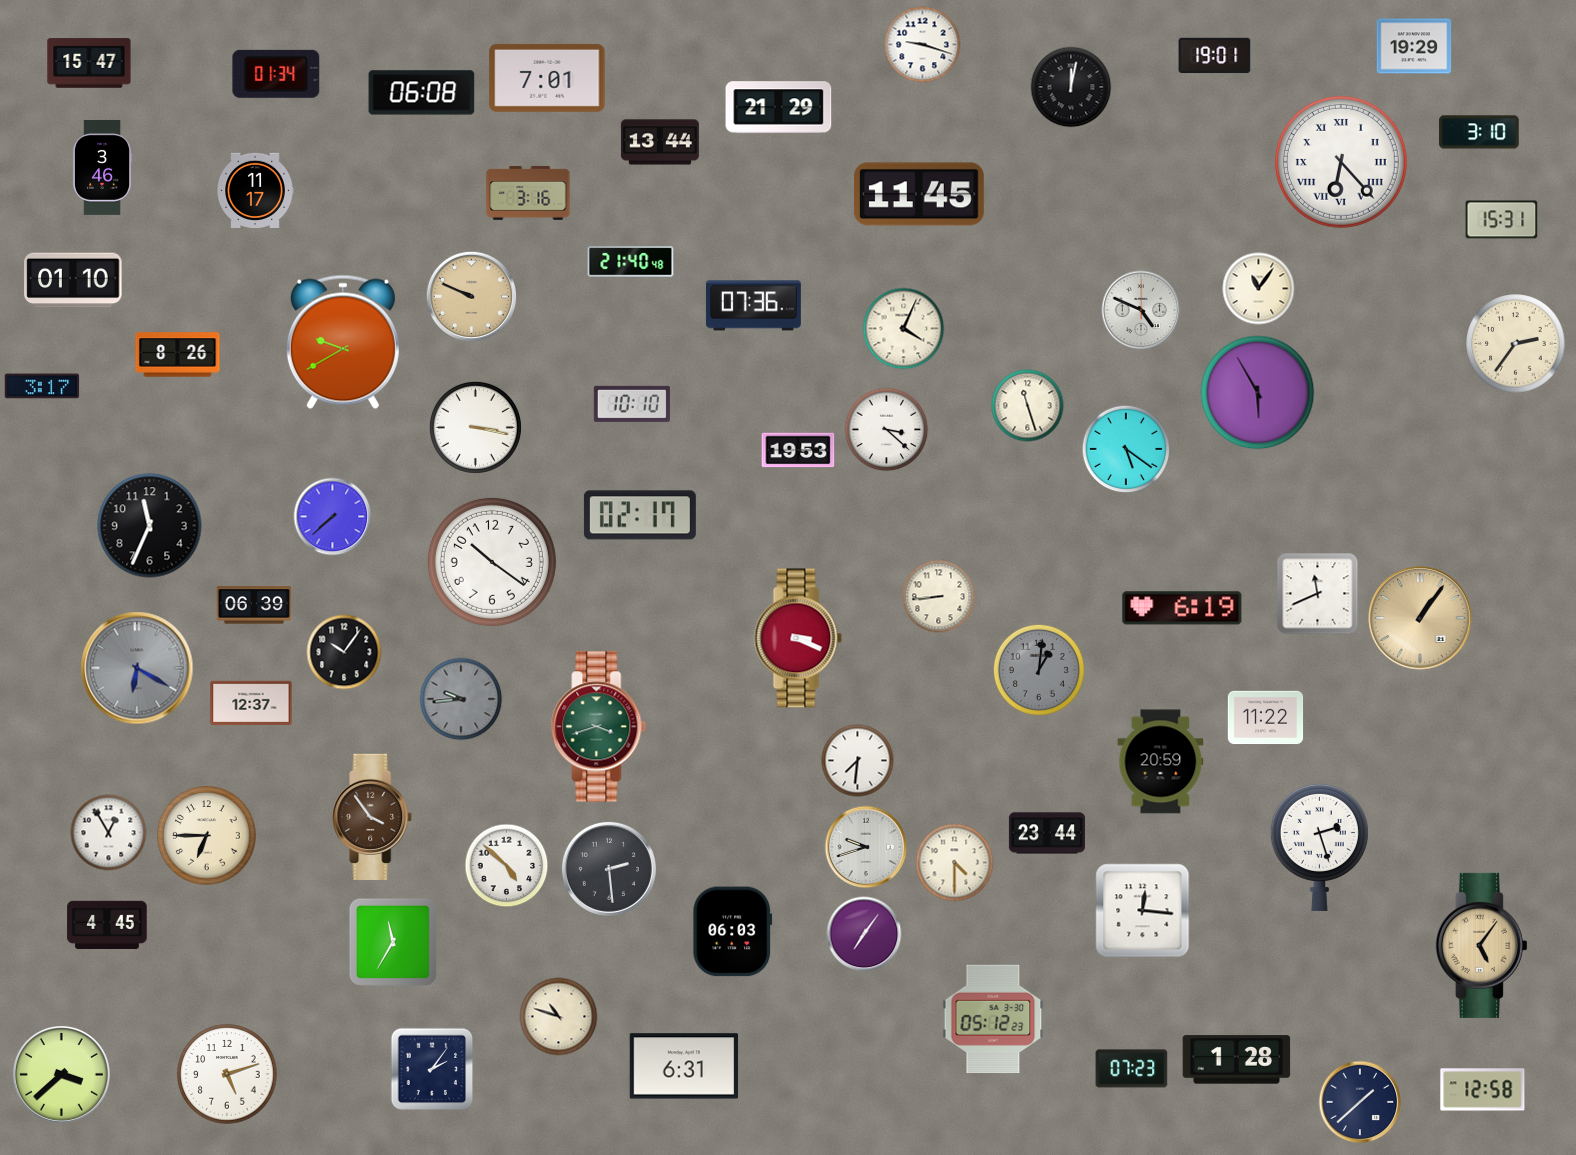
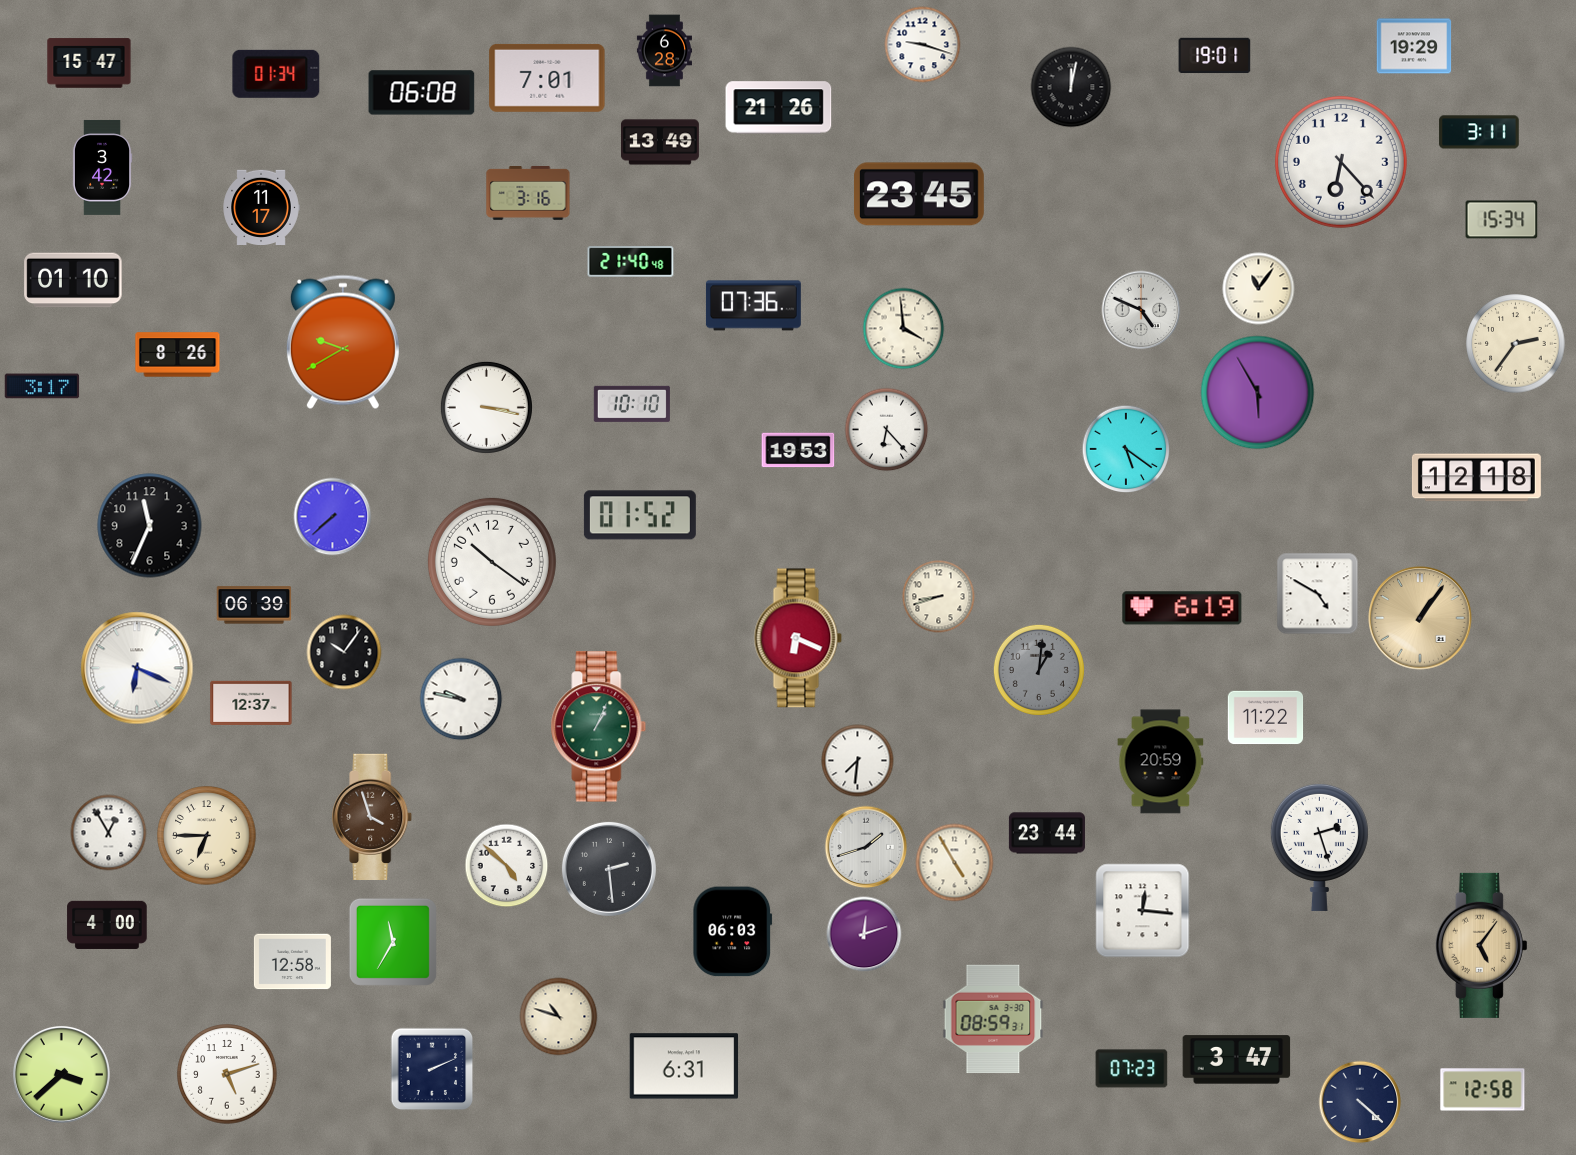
clock at (664, 51): none -> 6:28
clock at (779, 108): 21:29 -> 21:26
clock at (1479, 132): 3:10 -> 3:11
clock at (660, 142): 13:44 -> 13:49
clock at (1341, 162) numerals: Roman -> Arabic
clock at (102, 167): 3:46 -> 3:42
clock at (255, 190) position: (255, 190) -> (261, 207)
clock at (919, 194): 11:45 -> 23:45
clock at (1502, 220): 15:31 -> 15:34
clock at (471, 296): 9:49 -> none
clock at (904, 329): 4:04 -> 3:59
clock at (1028, 406): 11:27 -> none
clock at (475, 427) position: (475, 427) -> (486, 407)
clock at (887, 430): 3:22 -> 6:23
clock at (1476, 478): none -> 12:18
clock at (640, 515): 02:17 -> 01:52
clock at (1318, 594): 11:41 -> 4:50
clock at (939, 597): 8:44 -> 8:42
clock at (798, 638): 3:19 -> 6:19
clock at (137, 668): 6:20 -> 6:19
clock at (137, 668) dial: grey -> white
clock at (461, 699): 9:44 -> 9:47
clock at (461, 699) dial: grey -> white
clock at (599, 727): 3:42 -> 1:04
clock at (373, 816): 3:54 -> 3:57
clock at (866, 847): 9:42 -> 1:42
clock at (955, 863): 4:30 -> 4:55
clock at (107, 925): 4:45 -> 4:00
clock at (864, 934): 7:06 -> 12:12
clock at (292, 962): none -> 12:58
clock at (993, 1019): 05:12 -> 08:59
clock at (1237, 1060): 1:28 -> 3:47
clock at (432, 1069): 2:06 -> 2:11
clock at (1360, 1102): 1:38 -> 4:22
